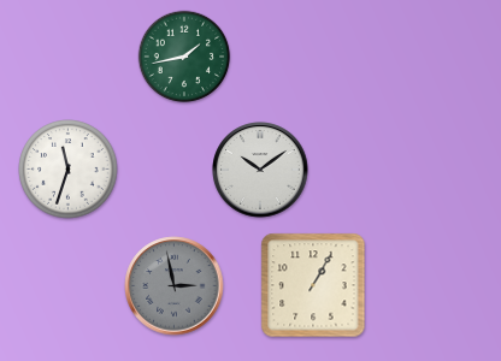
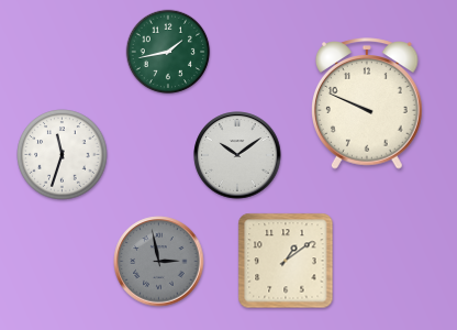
clock at (368, 103): none -> 9:49
clock at (313, 285): 1:05 -> 1:09
